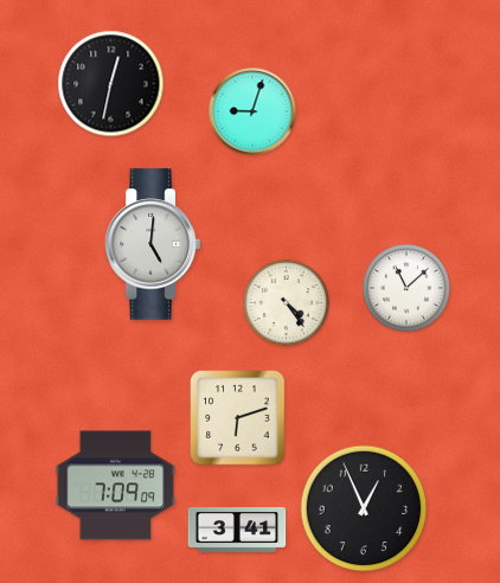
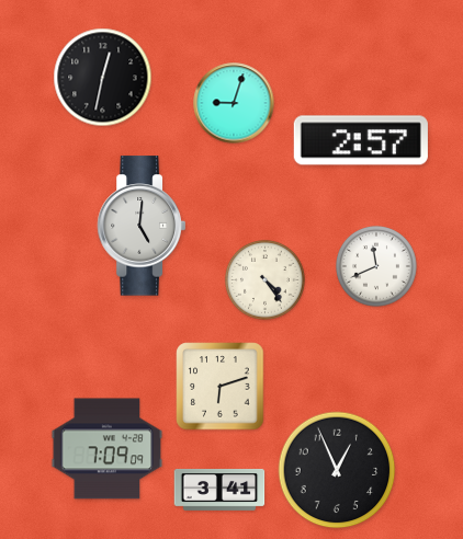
clock at (361, 140): none -> 2:57
clock at (408, 289): 11:08 -> 11:41
